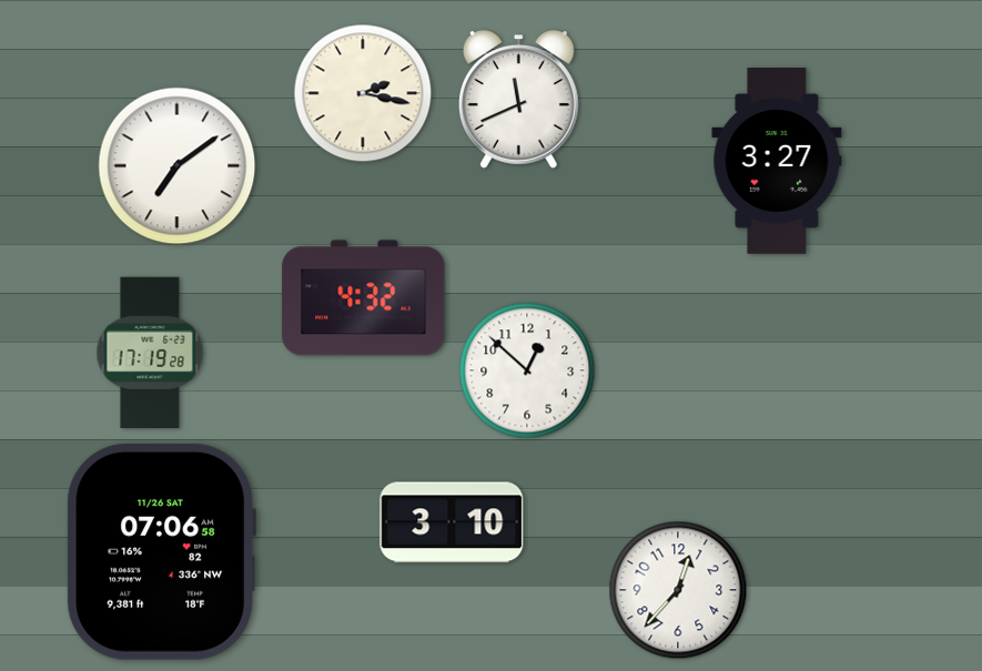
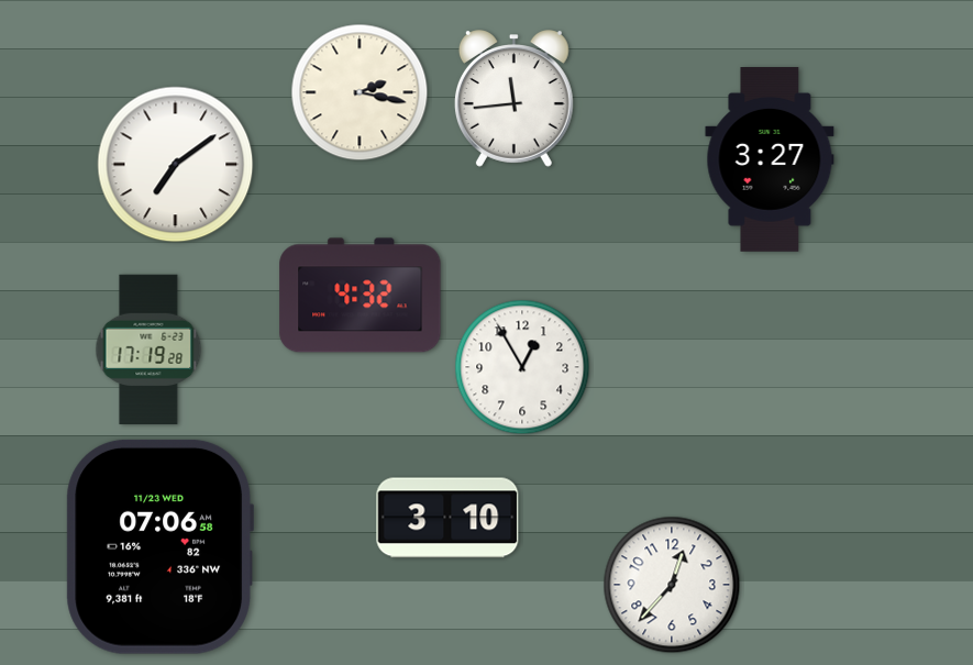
clock at (518, 100): 11:41 -> 11:44
clock at (527, 370): 12:52 -> 12:55
clock at (161, 551) date: 11/26 SAT -> 11/23 WED
